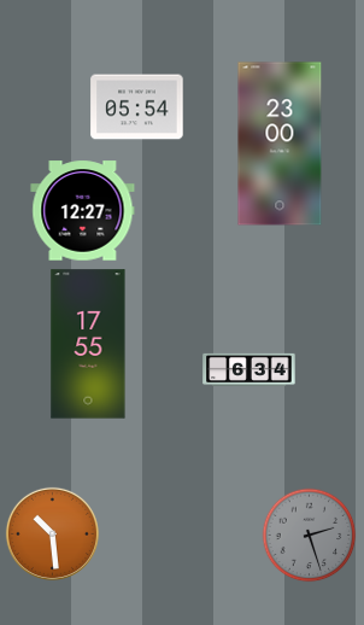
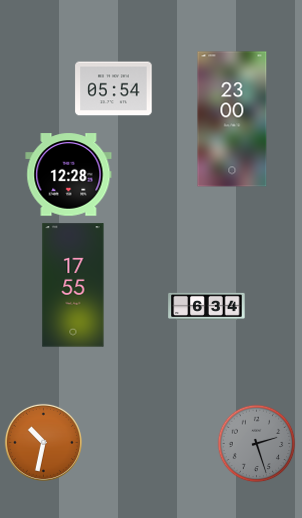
clock at (83, 211): 12:27 -> 12:28
clock at (52, 533): 10:29 -> 10:32
